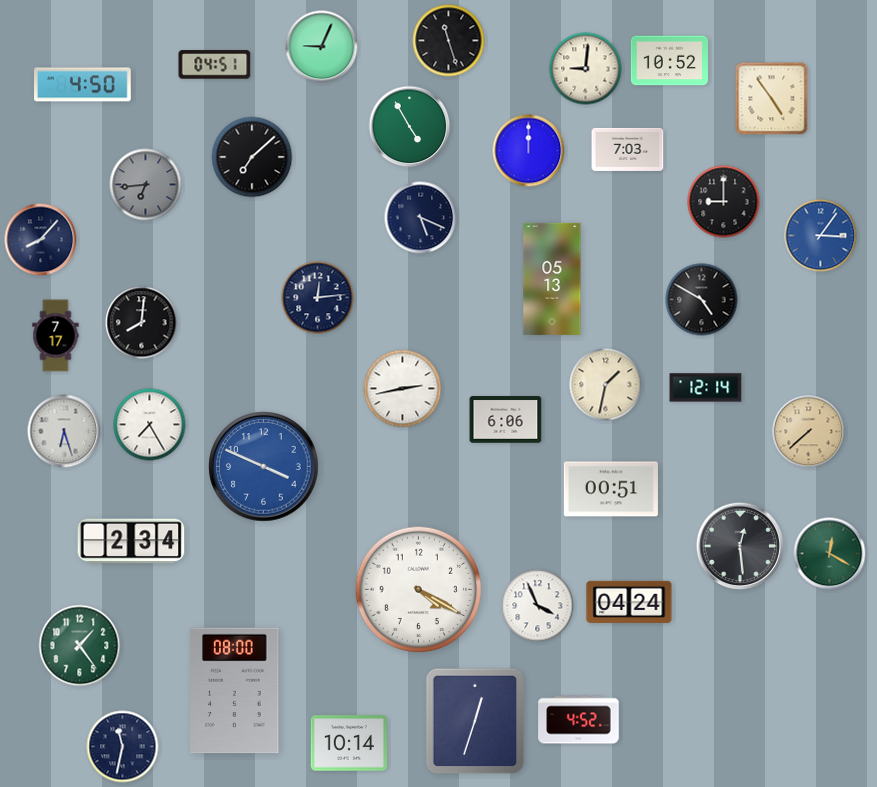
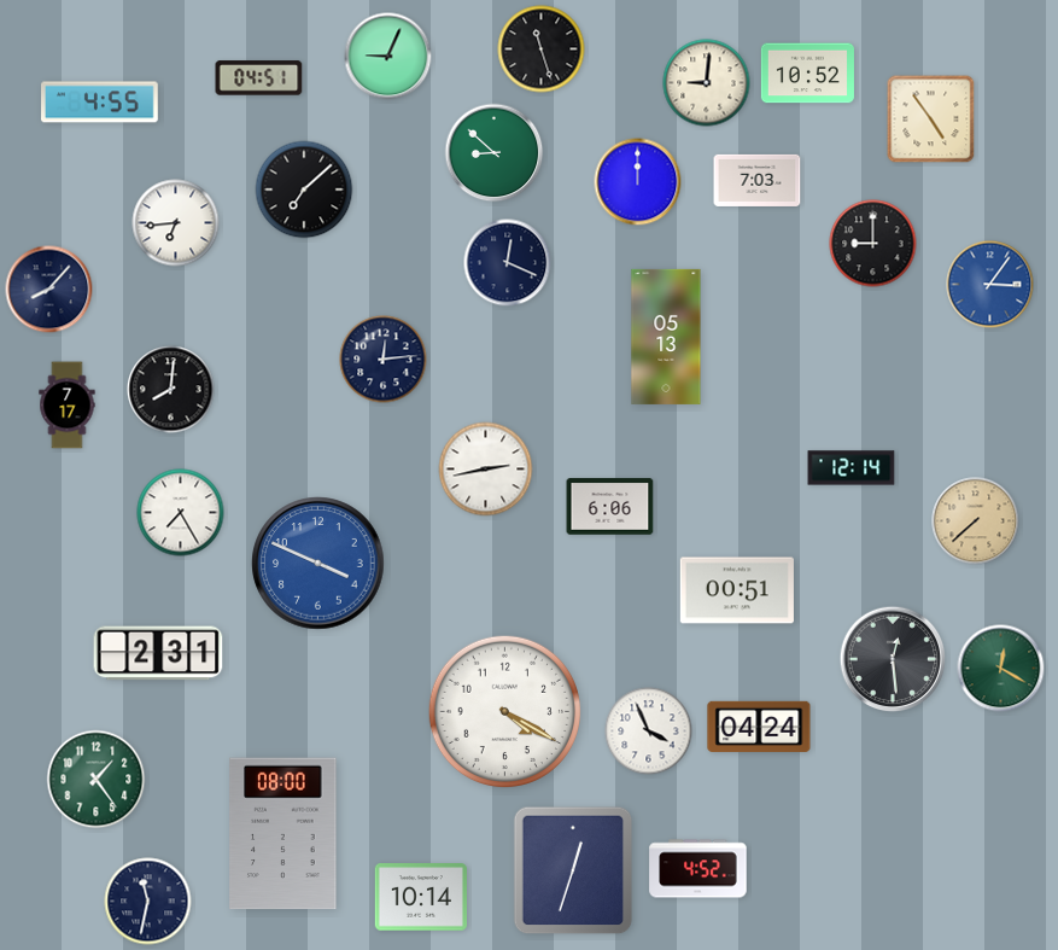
clock at (83, 85): 4:50 -> 4:55
clock at (410, 127): 4:55 -> 8:52
clock at (146, 185) dial: grey -> white
clock at (421, 218): 5:19 -> 12:19
clock at (702, 300): 4:50 -> none
clock at (606, 385): 1:32 -> none
clock at (64, 431): 6:27 -> none
clock at (131, 541): 2:34 -> 2:31
